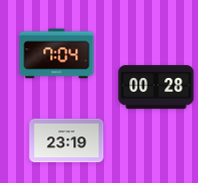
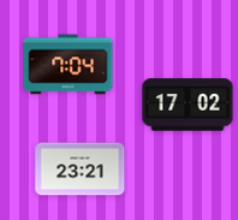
clock at (156, 87): 00:28 -> 17:02
clock at (67, 141): 23:19 -> 23:21
